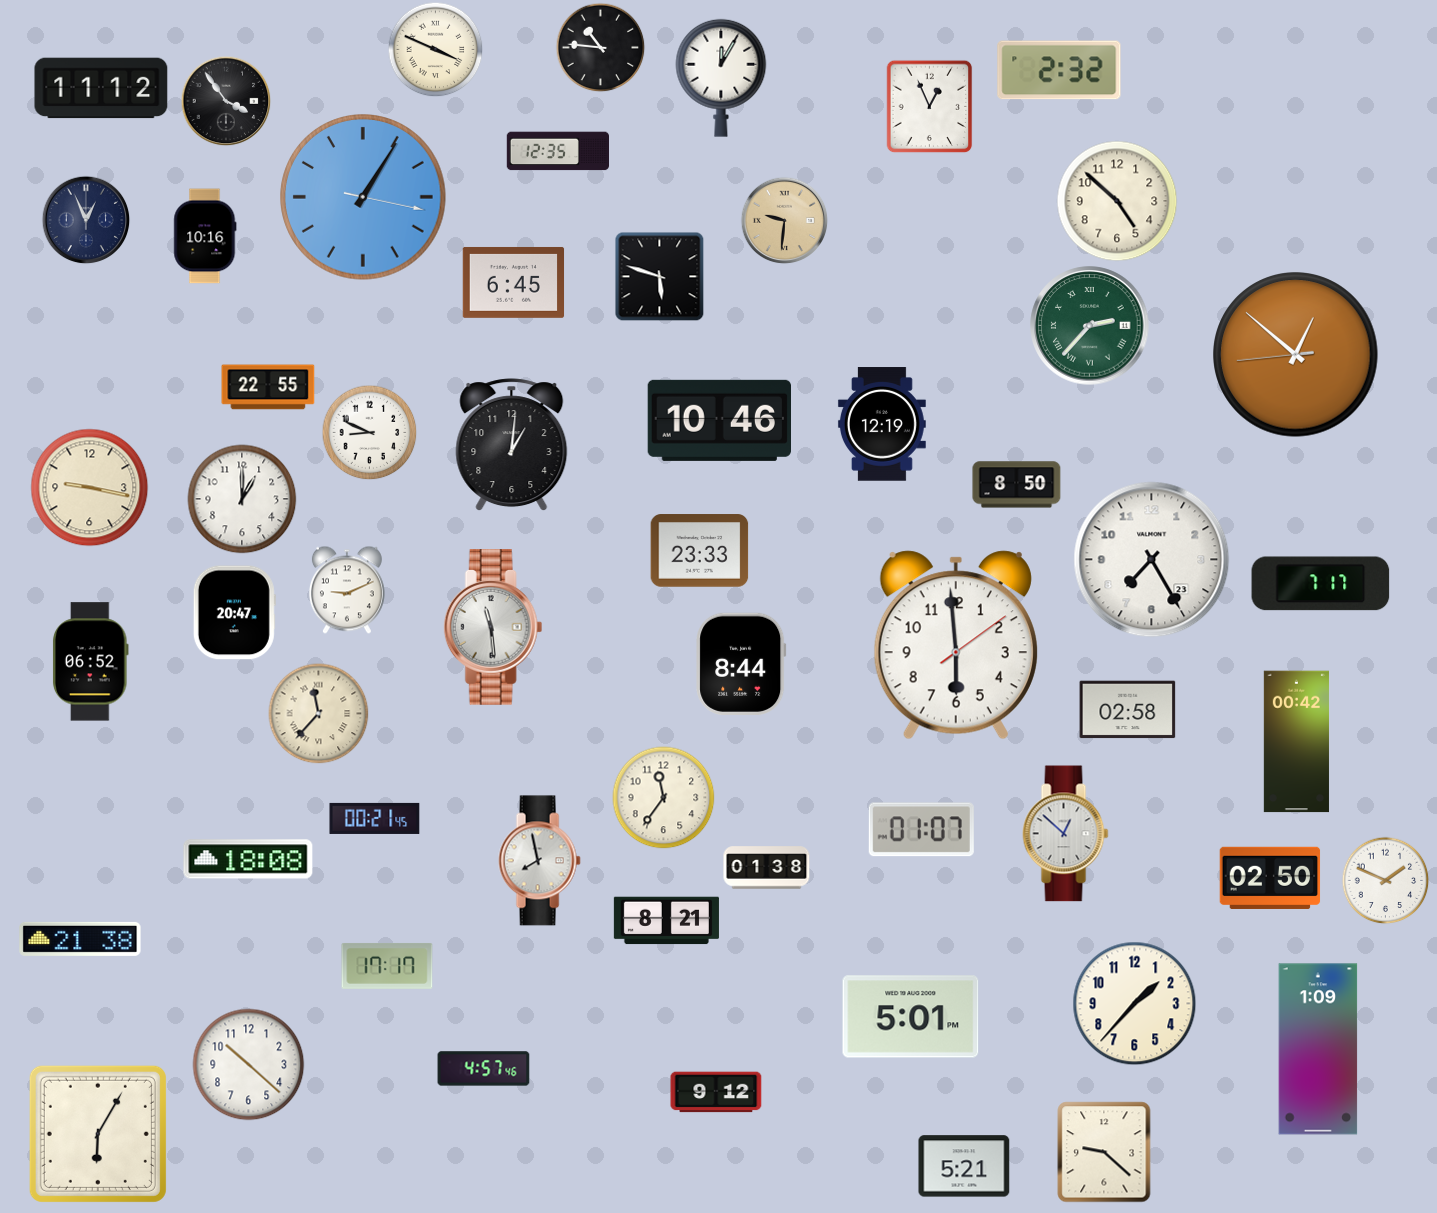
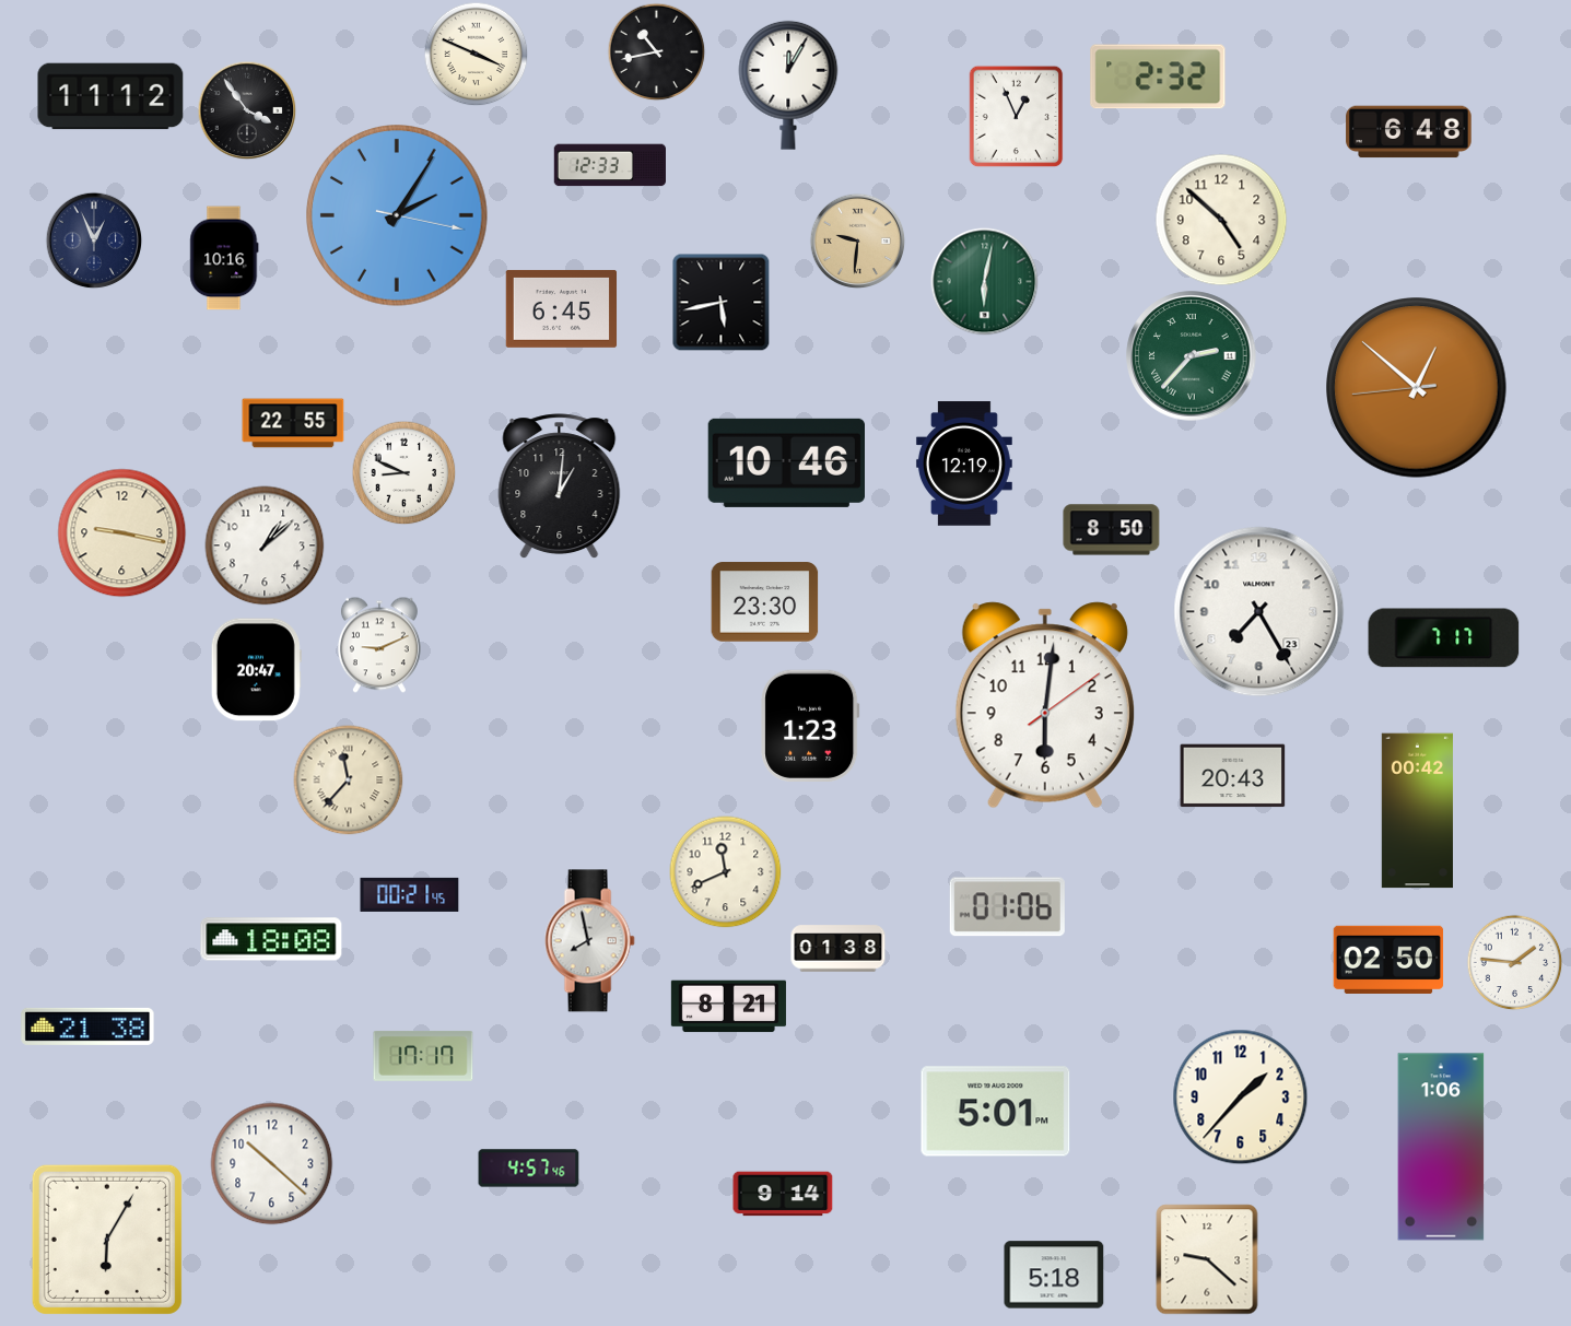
clock at (600, 47): 10:46 -> 10:43
clock at (1409, 132): none -> 6:48
clock at (557, 151): 12:35 -> 12:33
clock at (363, 197): 1:05 -> 2:05
clock at (985, 282): none -> 6:02
clock at (659, 276): 5:48 -> 5:43
clock at (719, 420) position: (719, 420) -> (786, 462)
clock at (90, 488) position: (90, 488) -> (122, 533)
clock at (242, 499): 1:00 -> 1:08
clock at (700, 551): 23:33 -> 23:30
clock at (493, 628): 11:29 -> none
clock at (956, 645): 5:59 -> 6:01
clock at (90, 662): 06:52 -> none
clock at (741, 664): 8:44 -> 1:23
clock at (1128, 710): 02:58 -> 20:43
clock at (664, 798): 11:36 -> 11:41
clock at (921, 830): 01:07 -> 01:06
clock at (1066, 834): 12:52 -> none
clock at (1385, 880): 1:49 -> 1:46
clock at (1318, 1049): 1:09 -> 1:06
clock at (716, 1092): 9:12 -> 9:14
clock at (964, 1166): 5:21 -> 5:18
